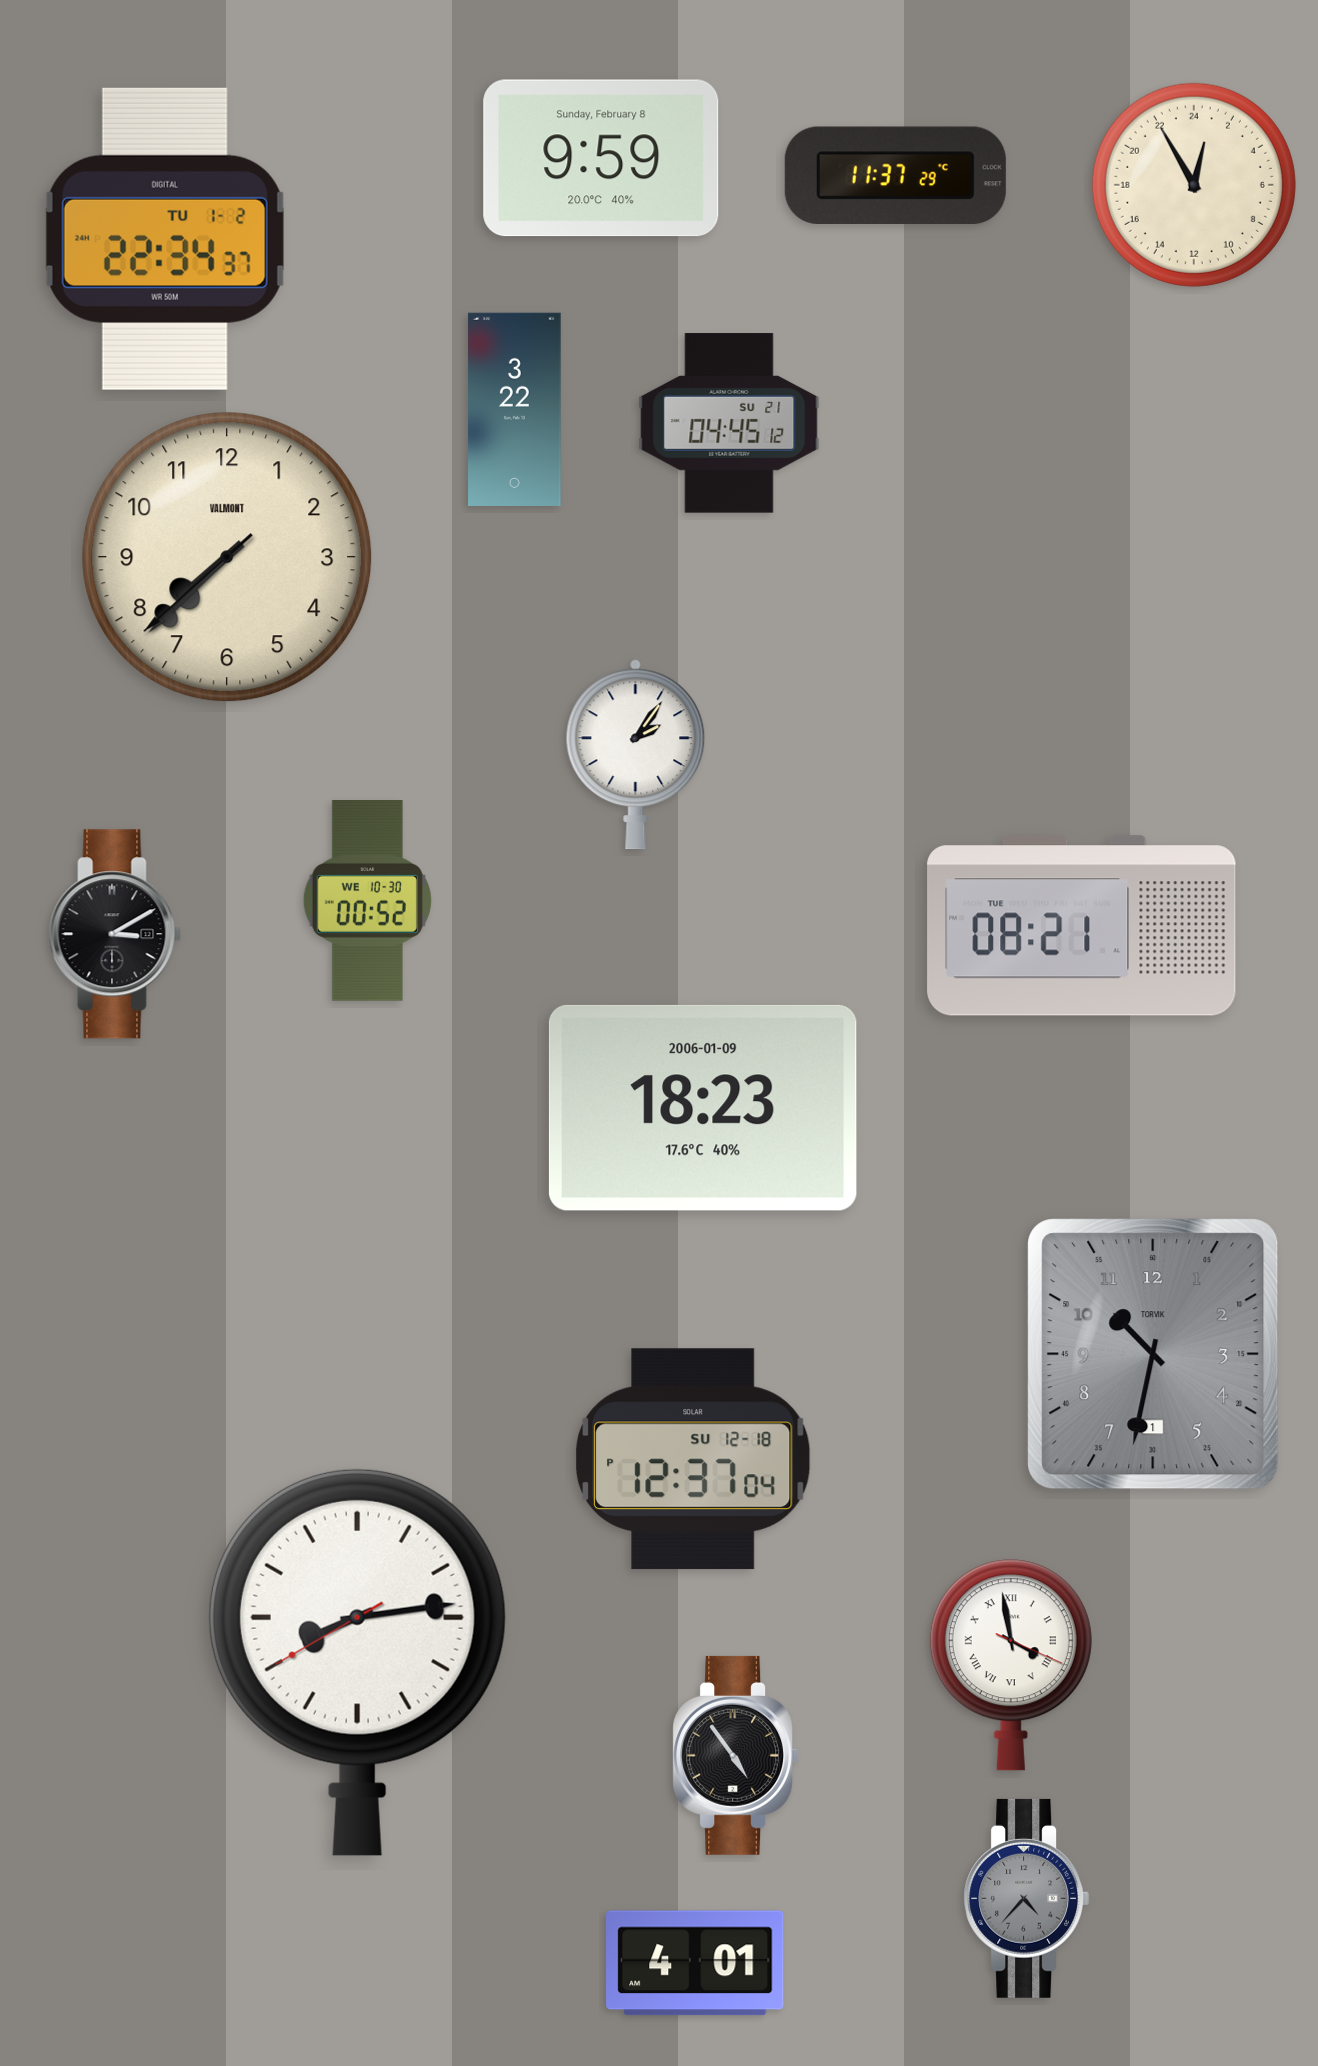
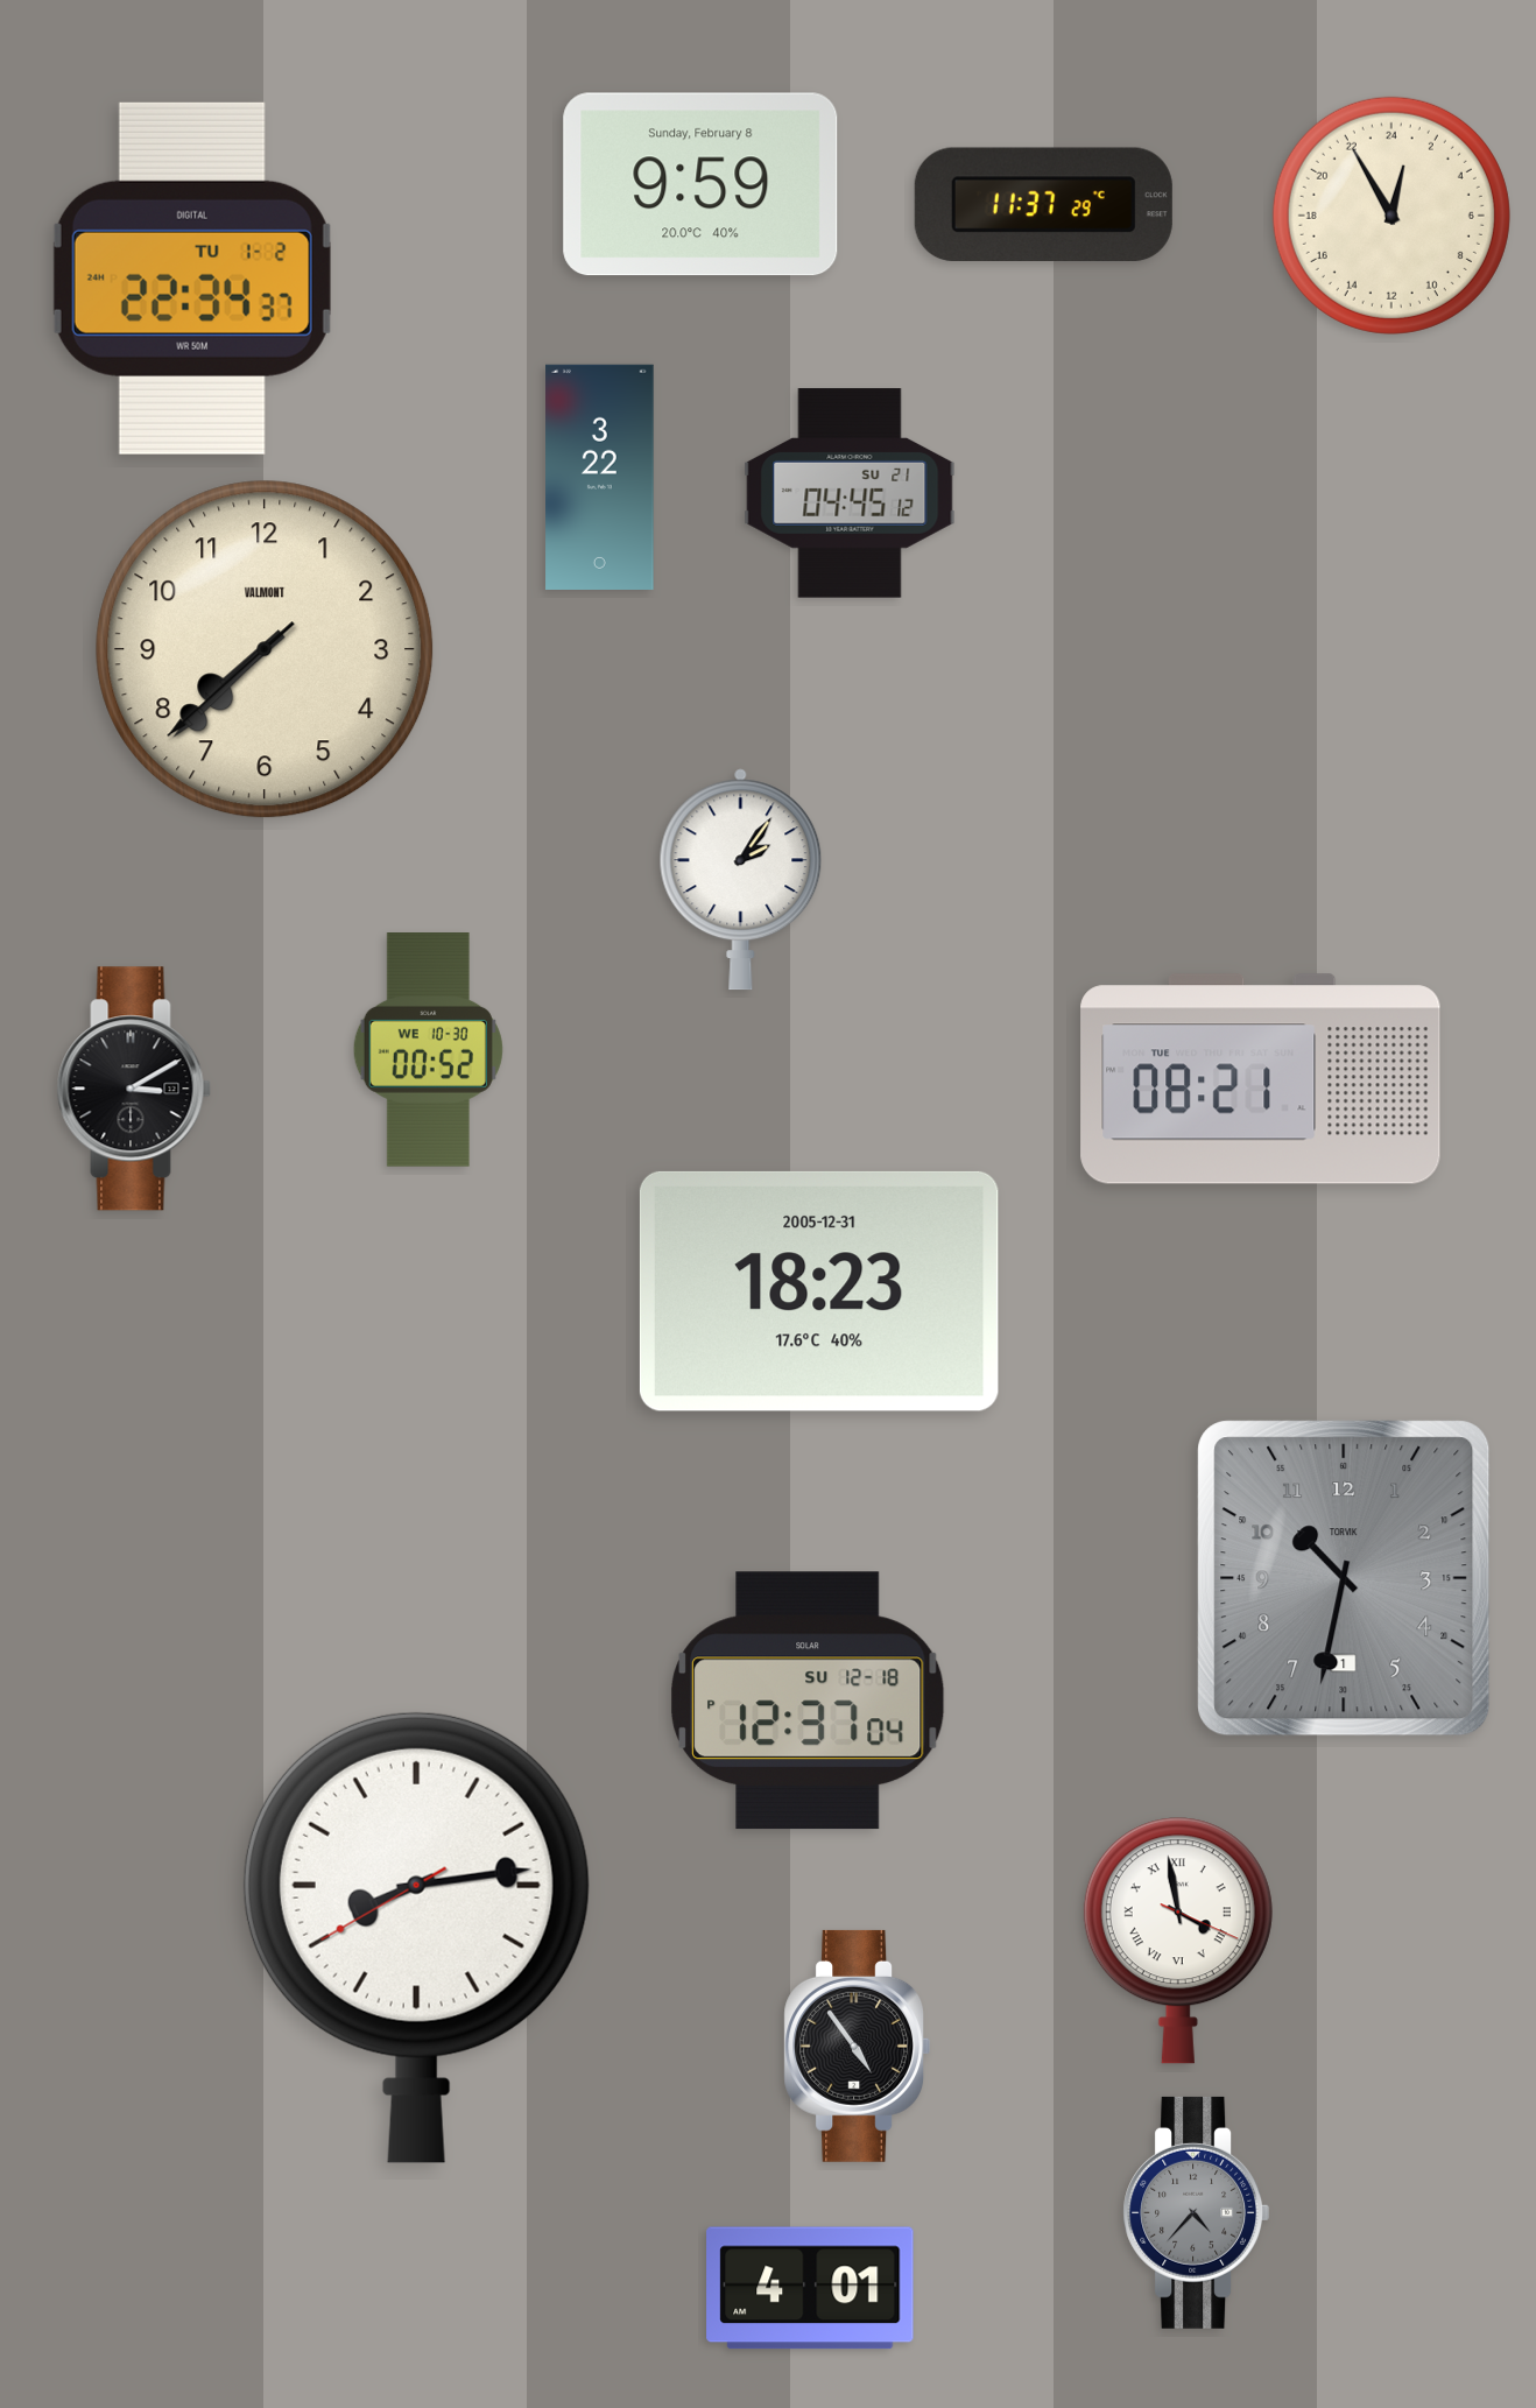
clock at (703, 1108) date: 2006-01-09 -> 2005-12-31
